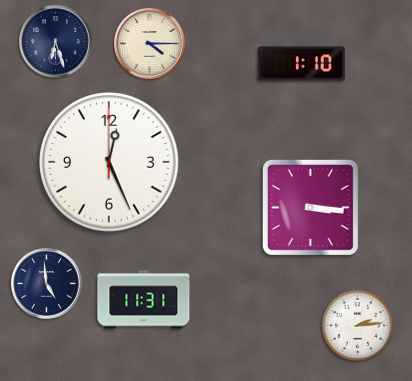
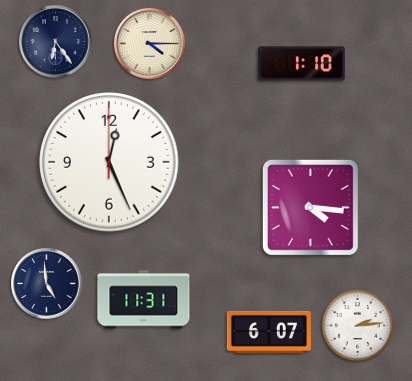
clock at (56, 42): 6:27 -> 6:24
clock at (310, 207): 3:16 -> 4:16
clock at (269, 332): none -> 6:07
